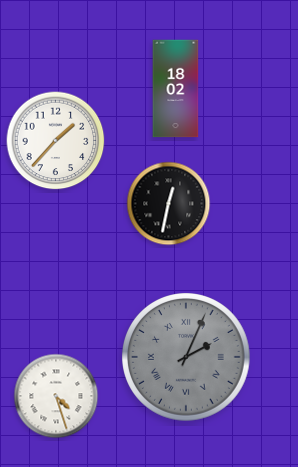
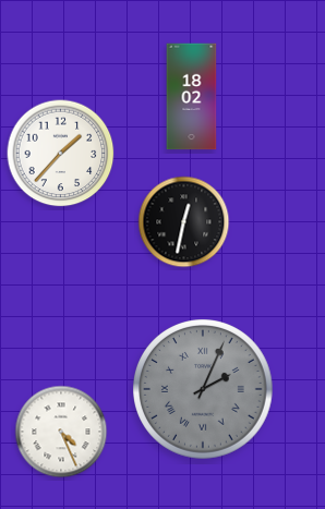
clock at (56, 396): 4:27 -> 4:26
